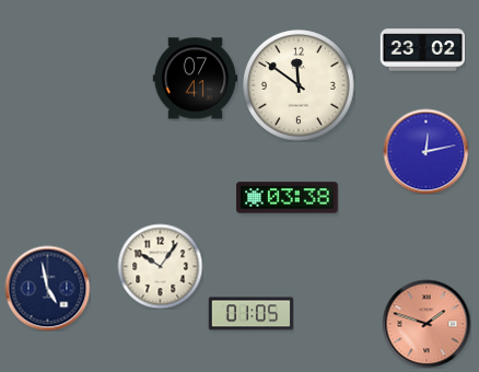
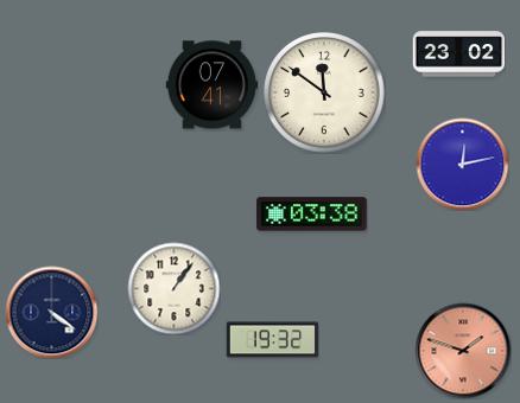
clock at (160, 266): 10:06 -> 1:06
clock at (47, 288): 4:58 -> 4:21
clock at (250, 314): 01:05 -> 19:32
